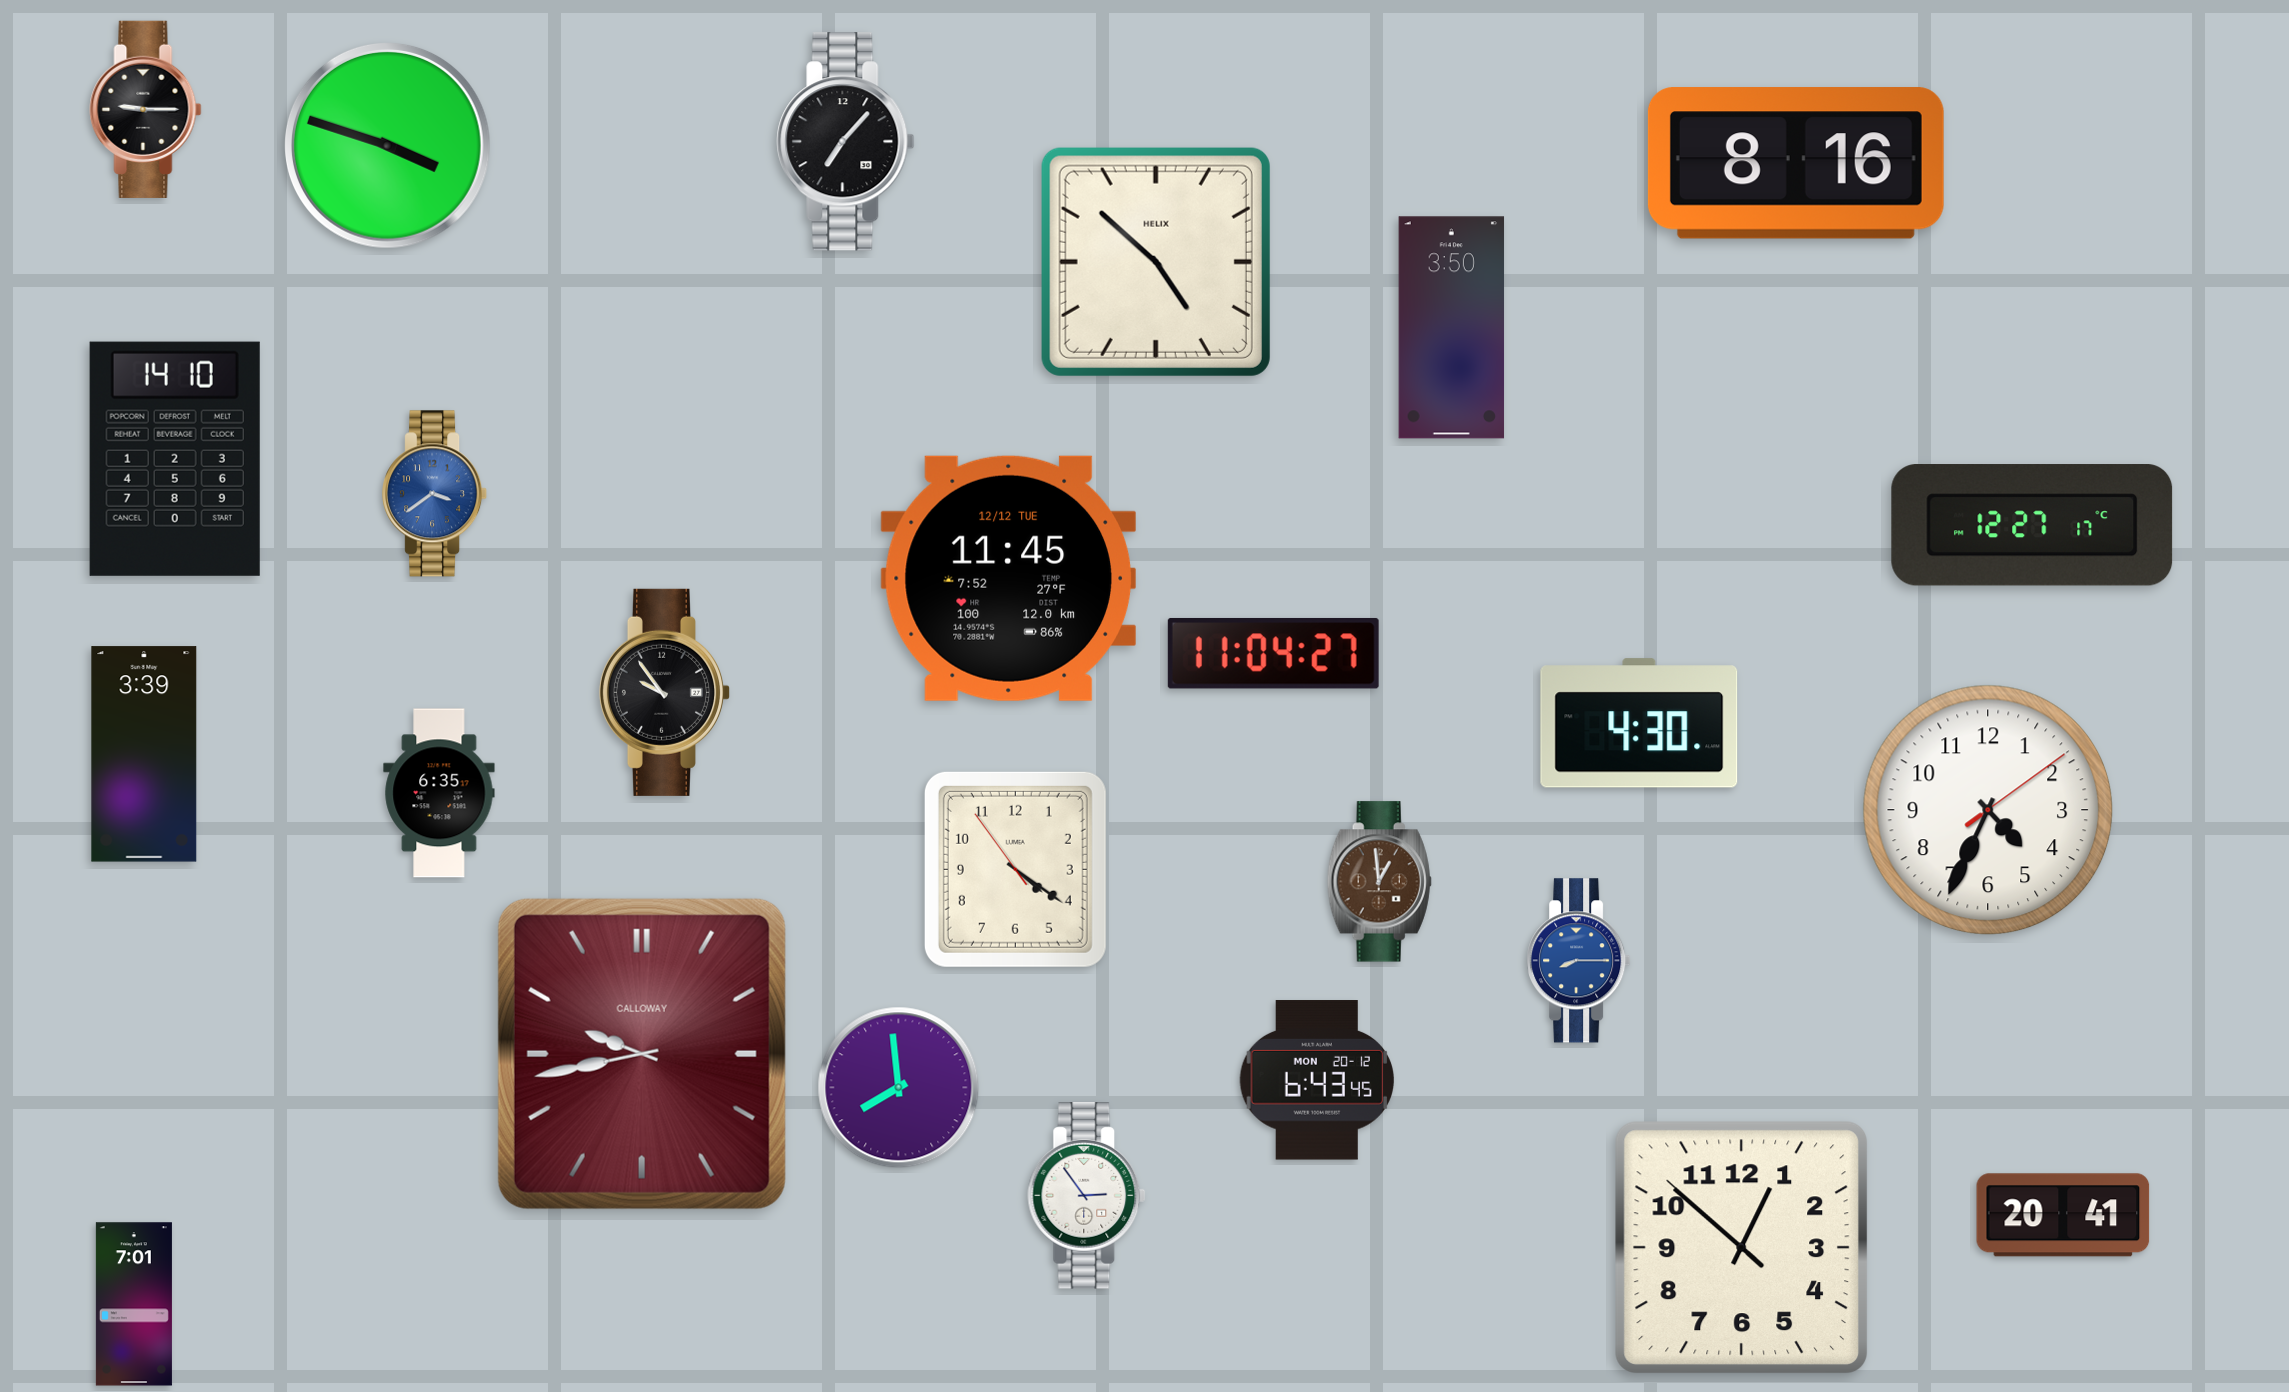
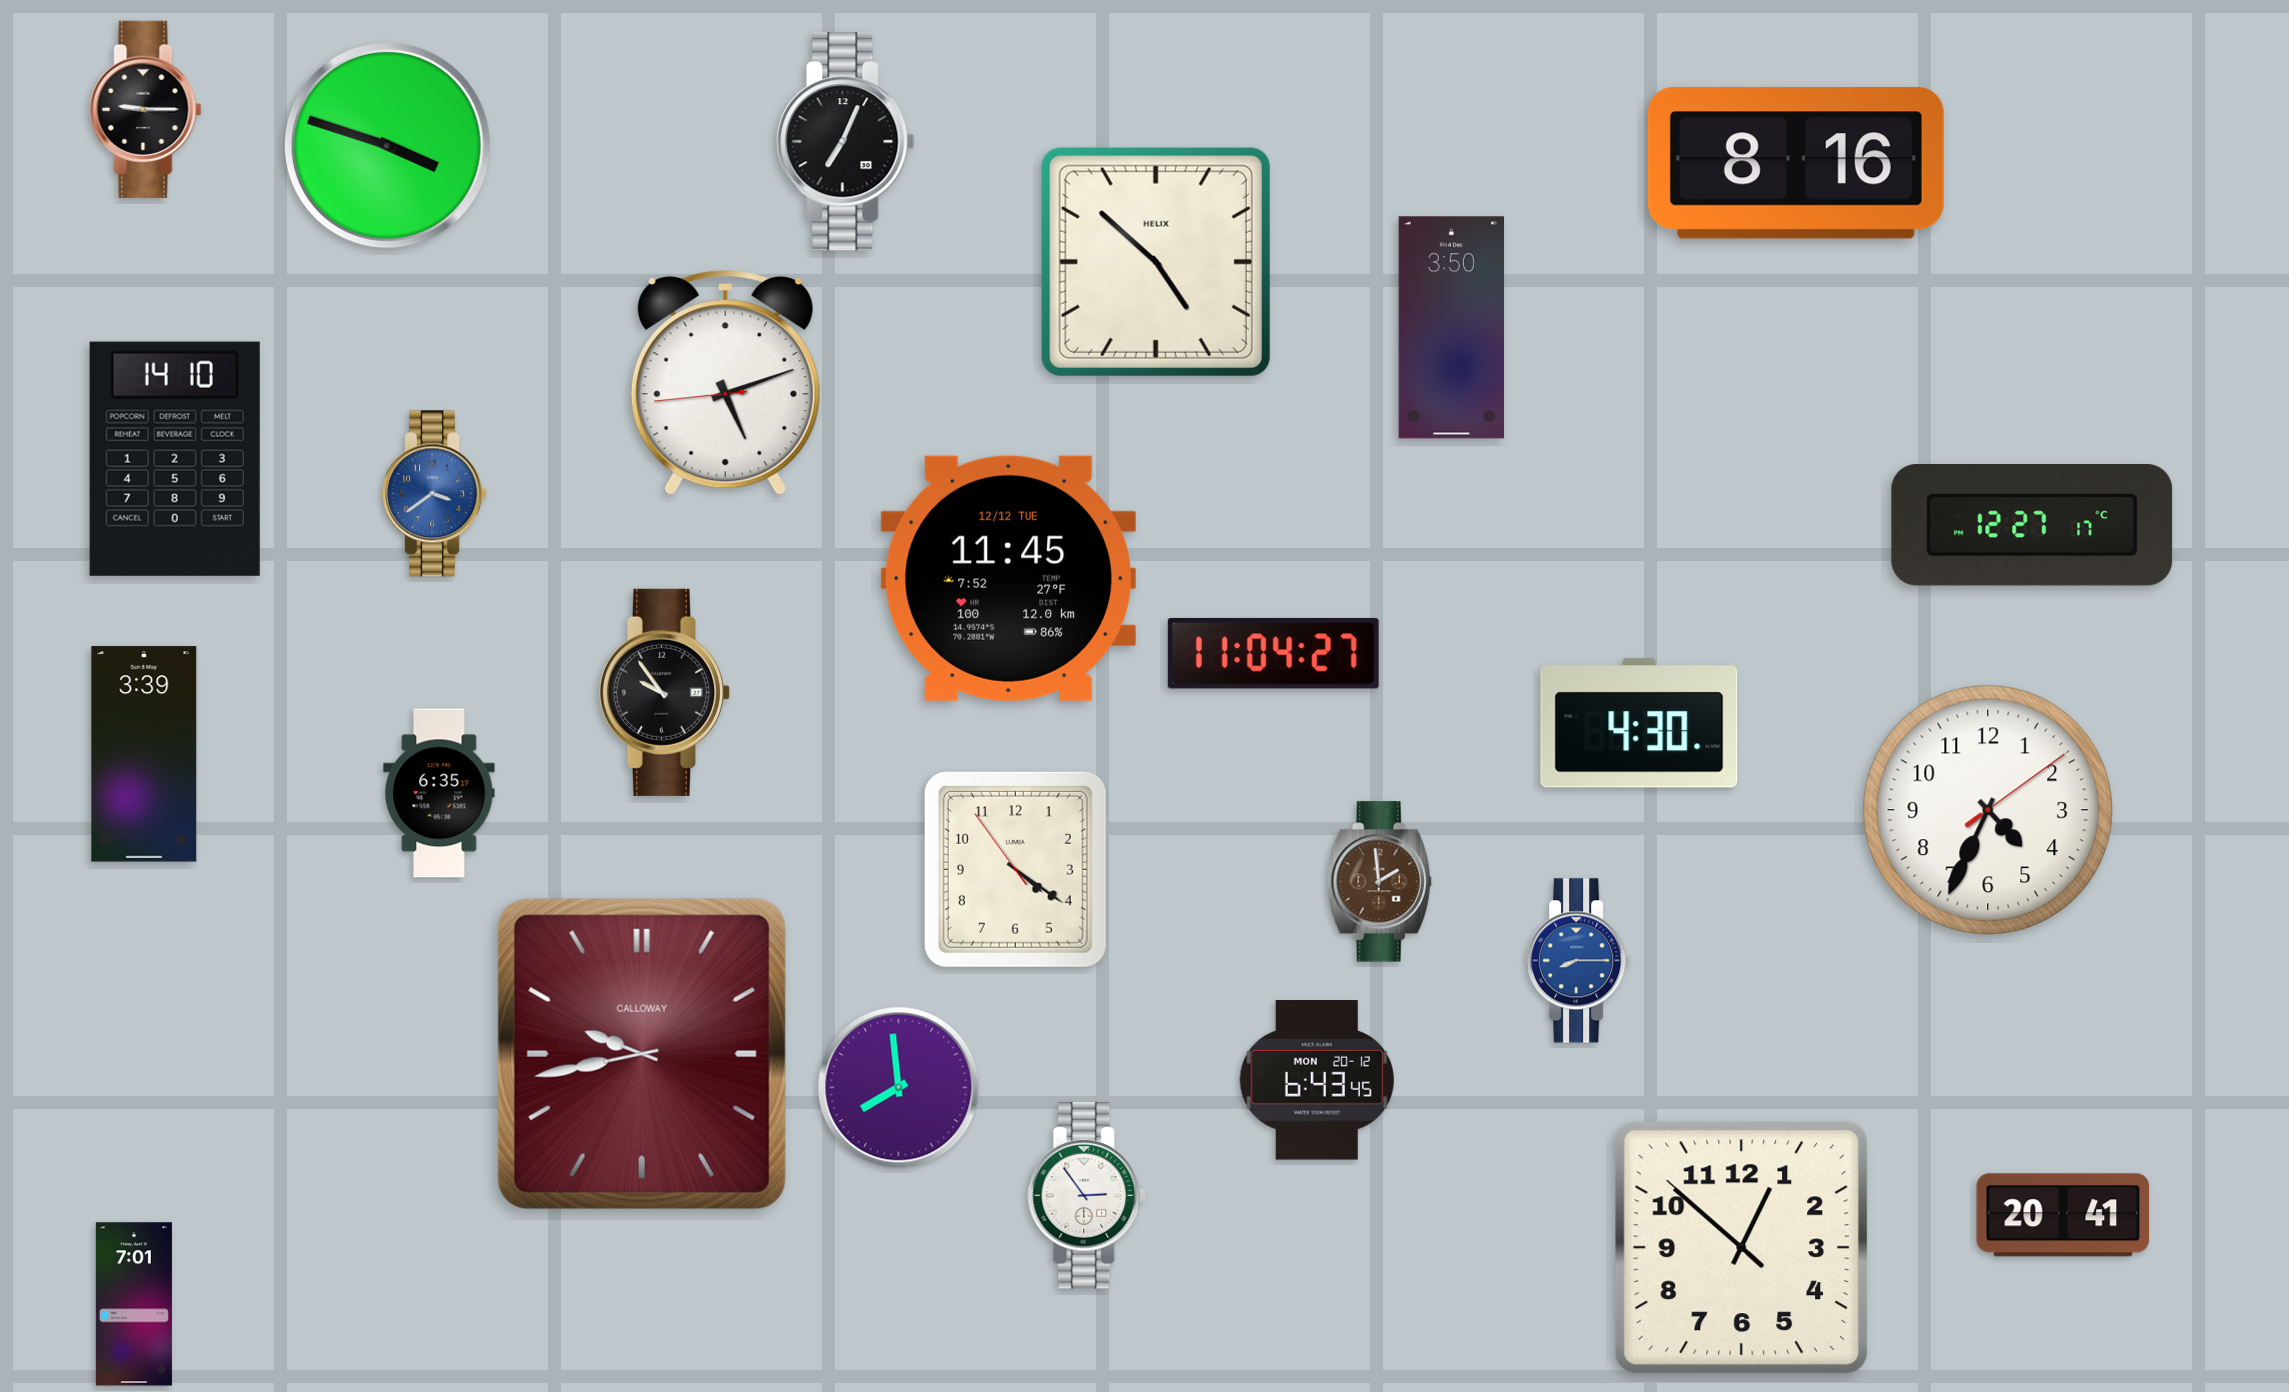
clock at (846, 142): 7:07 -> 7:04
clock at (725, 383): none -> 5:11
clock at (1379, 882): 12:59 -> 1:59
